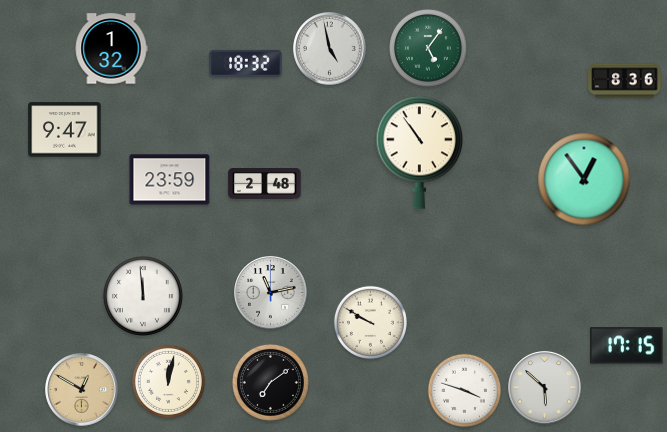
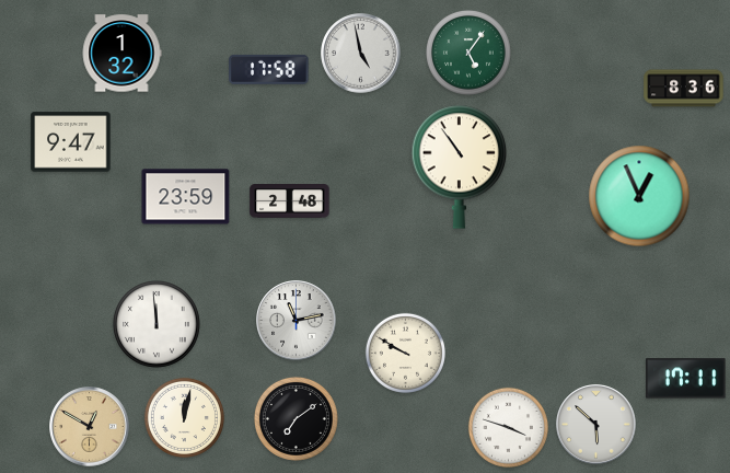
clock at (246, 63): 18:32 -> 17:58
clock at (584, 179): 12:54 -> 12:56
clock at (627, 346): 17:15 -> 17:11
